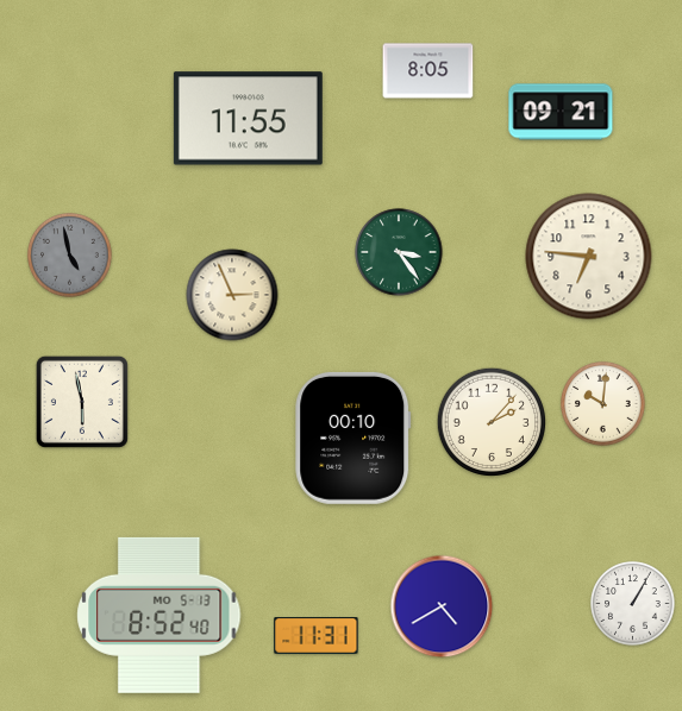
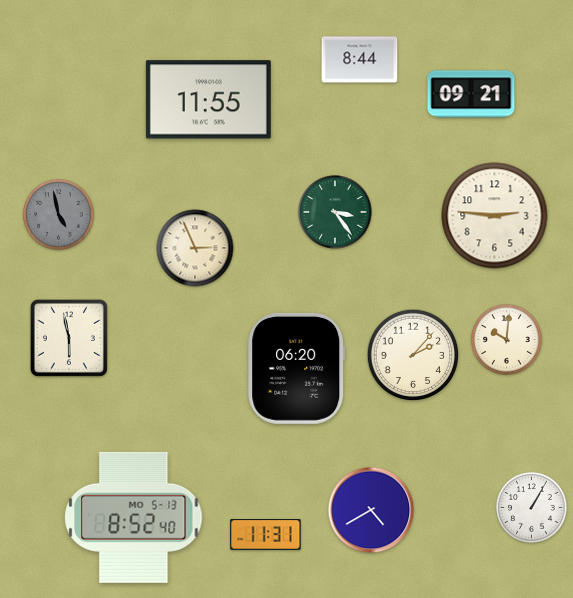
clock at (428, 71): 8:05 -> 8:44
clock at (589, 257): 6:46 -> 2:46
clock at (353, 438): 00:10 -> 06:20
